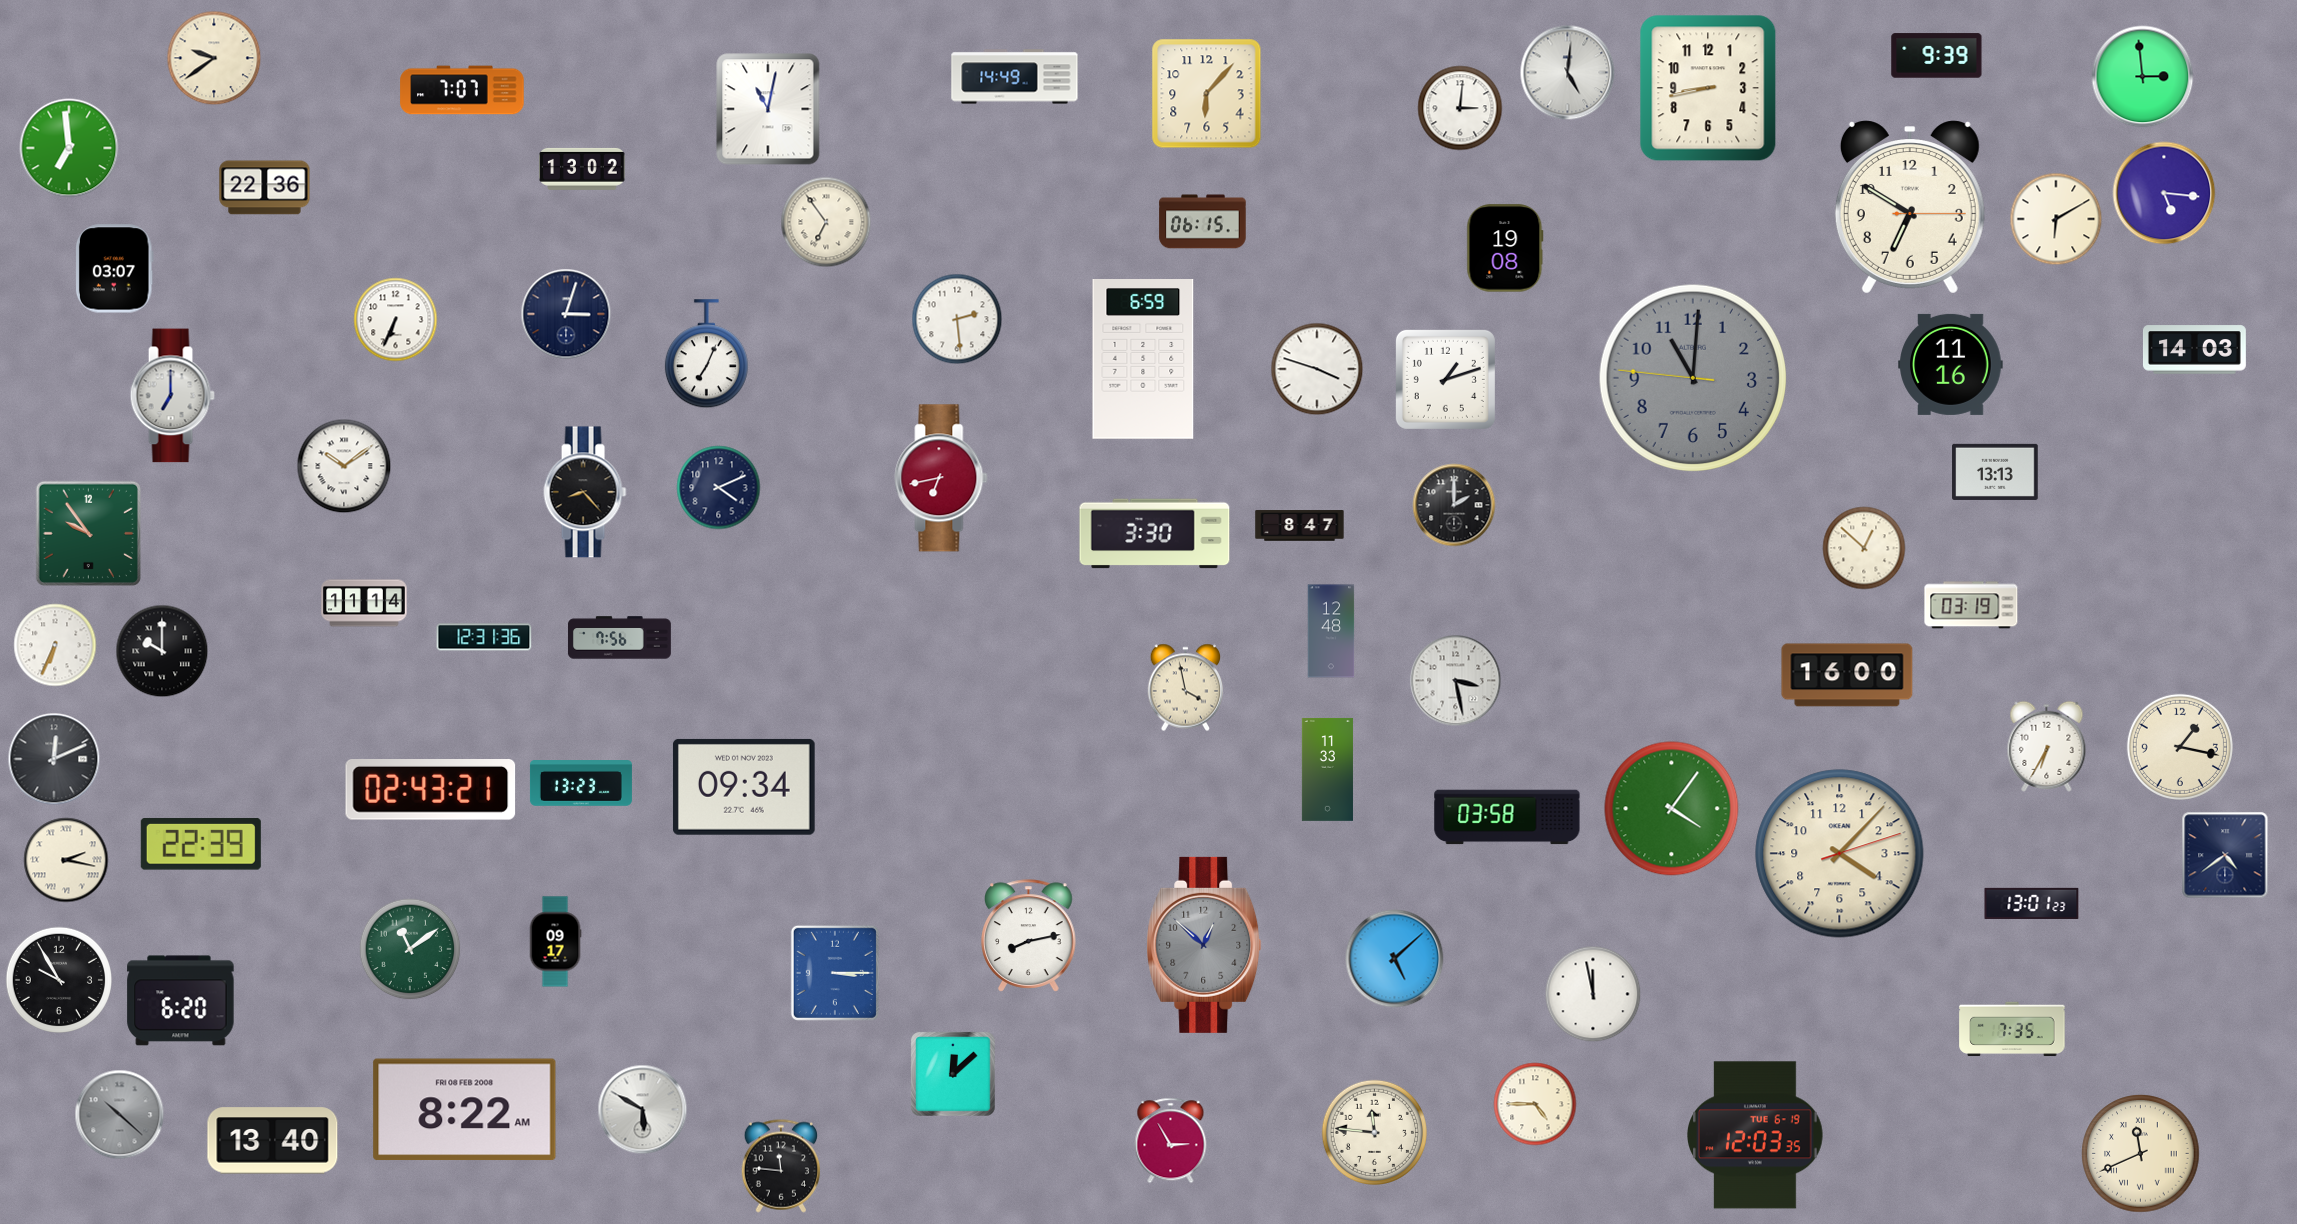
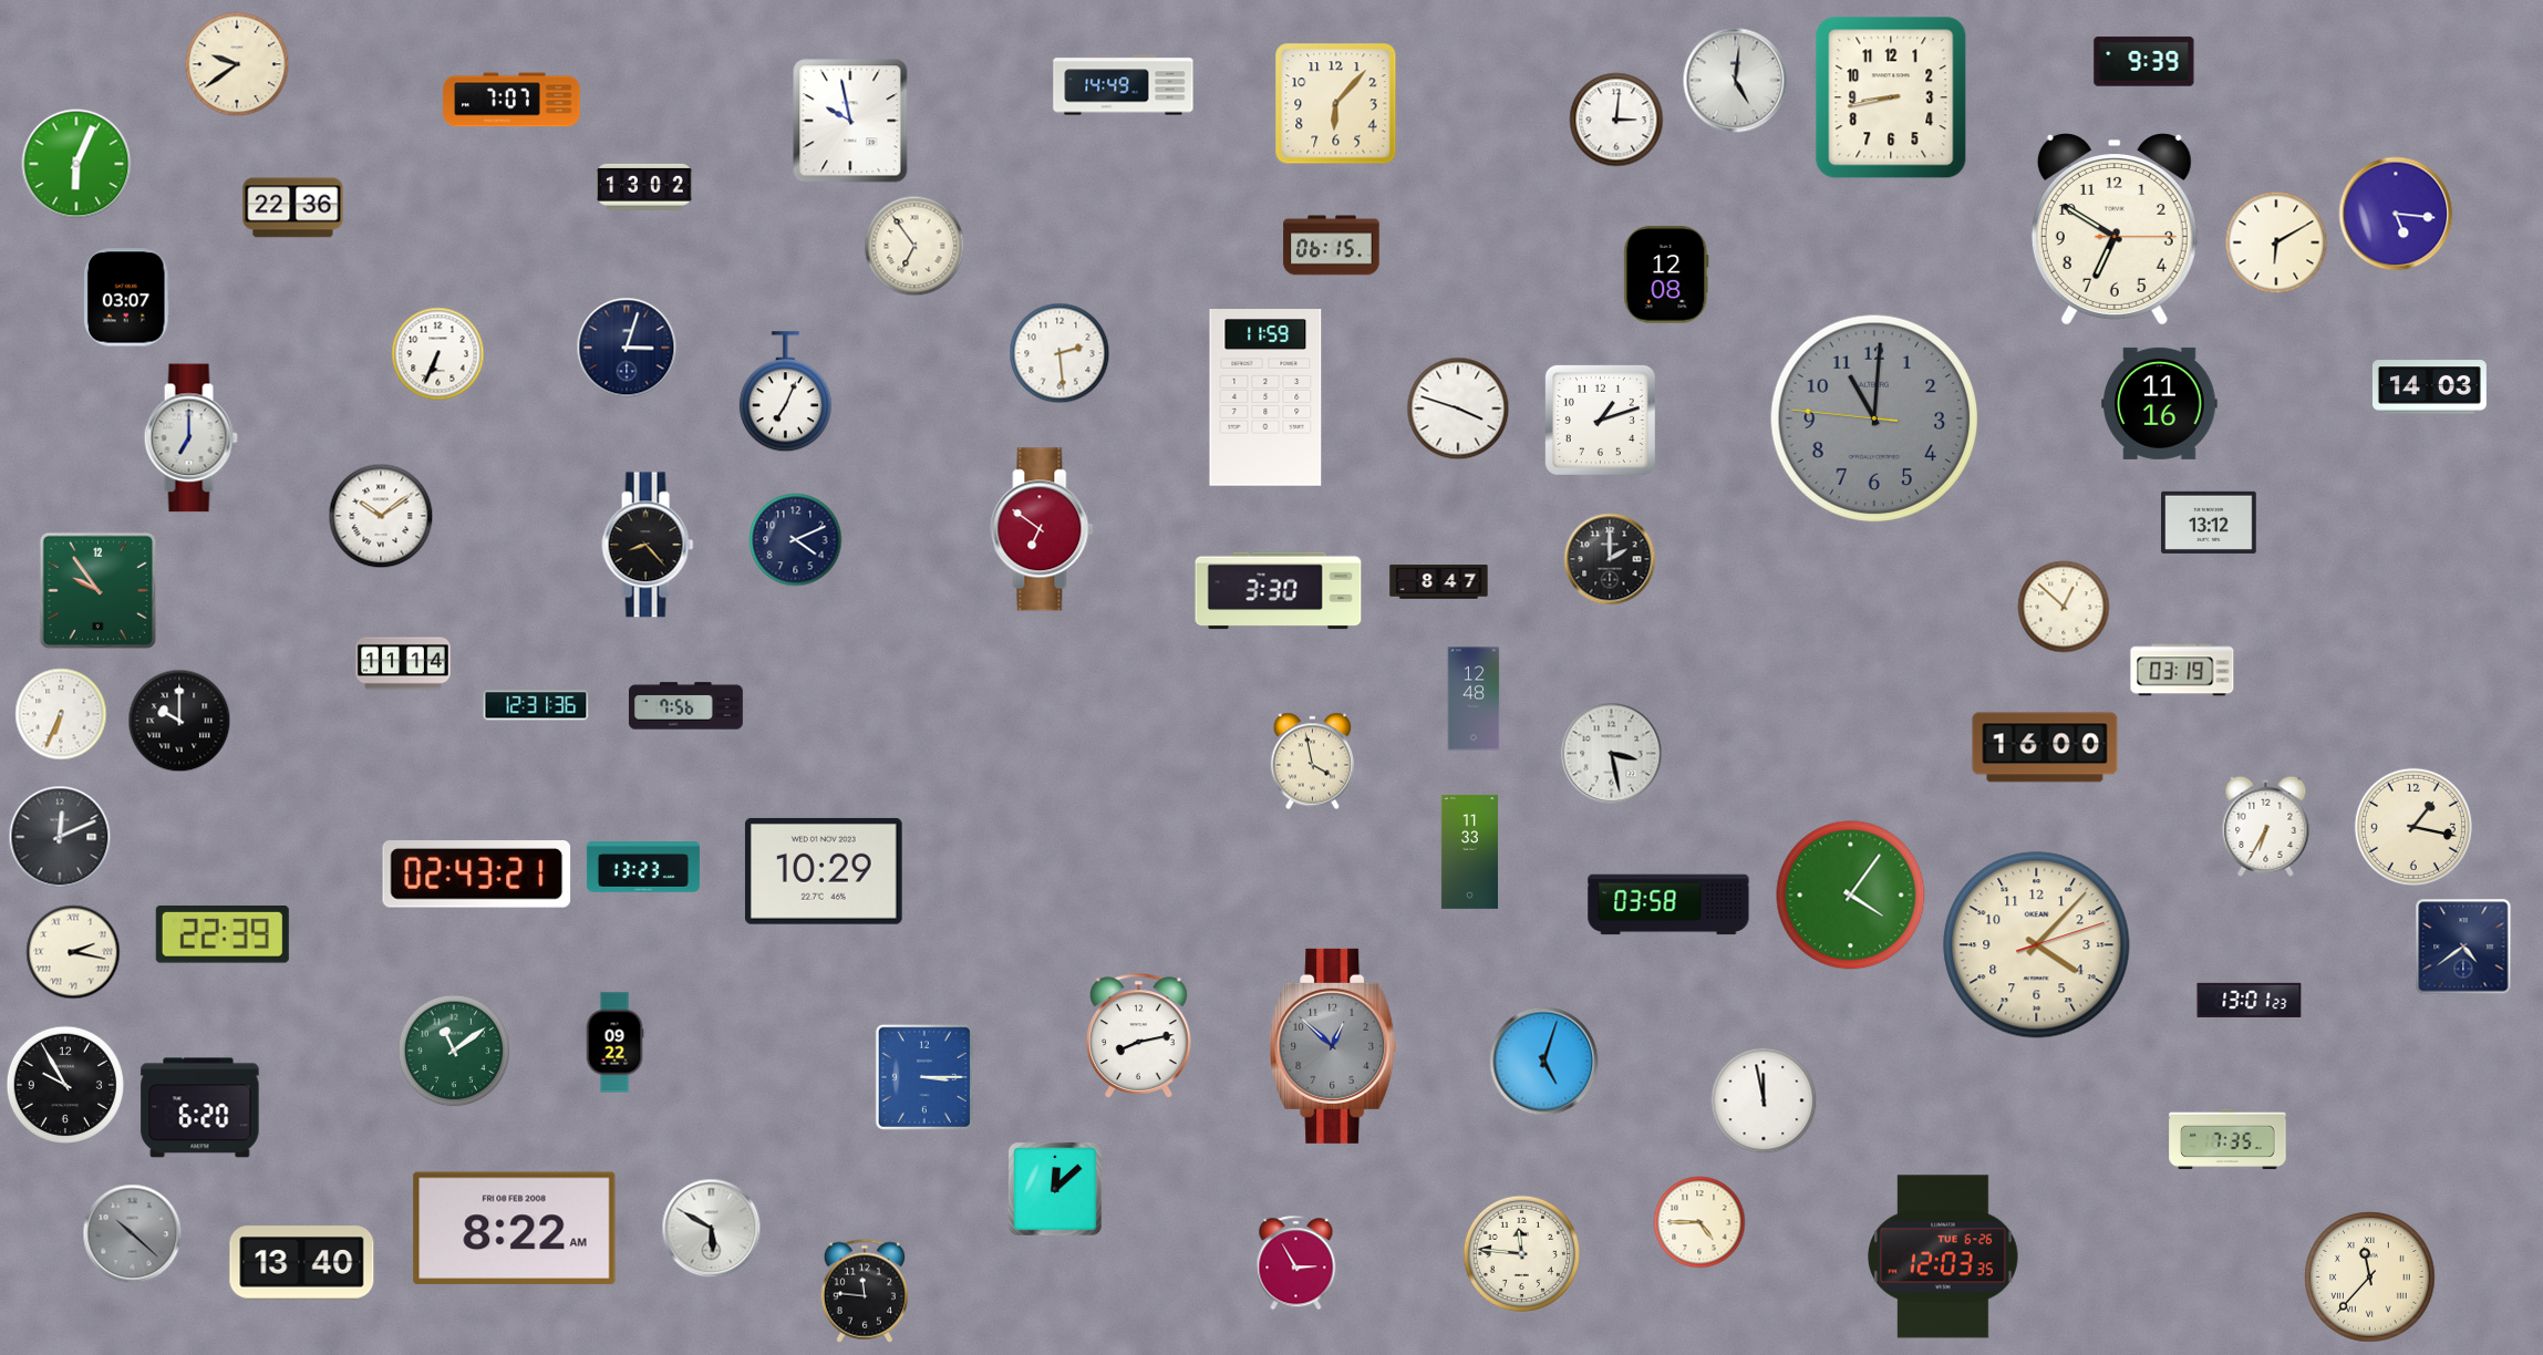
clock at (2143, 77): 2:59 -> none
clock at (768, 109): 11:02 -> 9:58
clock at (69, 148): 6:59 -> 6:04
clock at (1505, 248): 19:08 -> 12:08
clock at (706, 354) position: (706, 354) -> (785, 392)
clock at (1143, 360): 6:59 -> 11:59
clock at (1995, 472): 13:13 -> 13:12
clock at (941, 478): 6:43 -> 6:51
clock at (364, 603) position: (364, 603) -> (403, 663)
clock at (54, 759) position: (54, 759) -> (60, 837)
clock at (744, 787): 09:34 -> 10:29
clock at (555, 942): 09:17 -> 09:22
clock at (1395, 959): 5:08 -> 5:03
clock at (1756, 1135) date: TUE 6-19 -> TUE 6-26
clock at (2141, 1154): 11:41 -> 11:37
